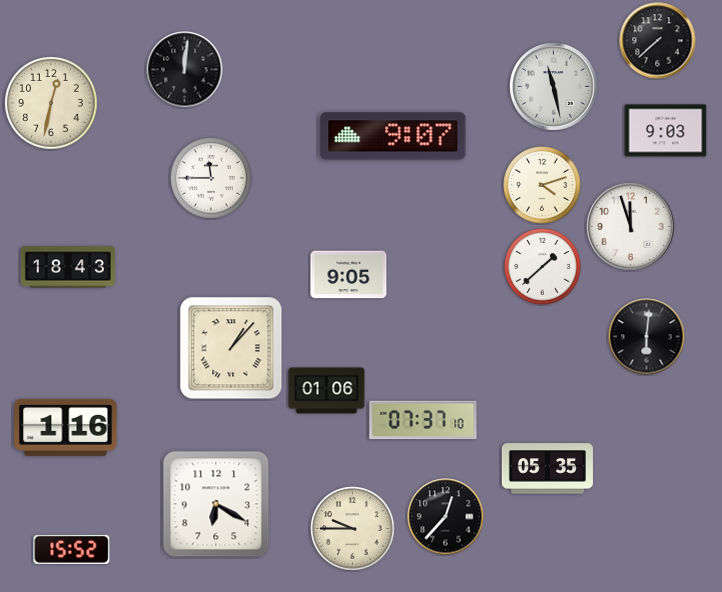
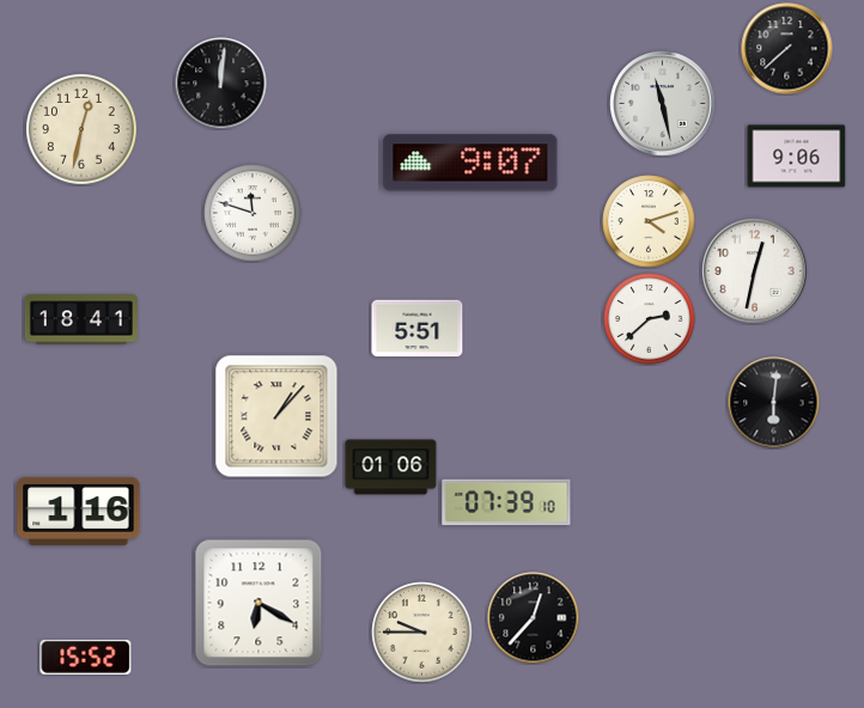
clock at (52, 104) position: (52, 104) -> (83, 130)
clock at (666, 131): 9:03 -> 9:06
clock at (211, 178): 11:45 -> 11:48
clock at (631, 227): 11:57 -> 12:32
clock at (68, 267): 18:43 -> 18:41
clock at (543, 267): 1:38 -> 2:38
clock at (349, 275): 9:05 -> 5:51
clock at (423, 420): 07:37 -> 07:39
clock at (547, 469): 05:35 -> none
